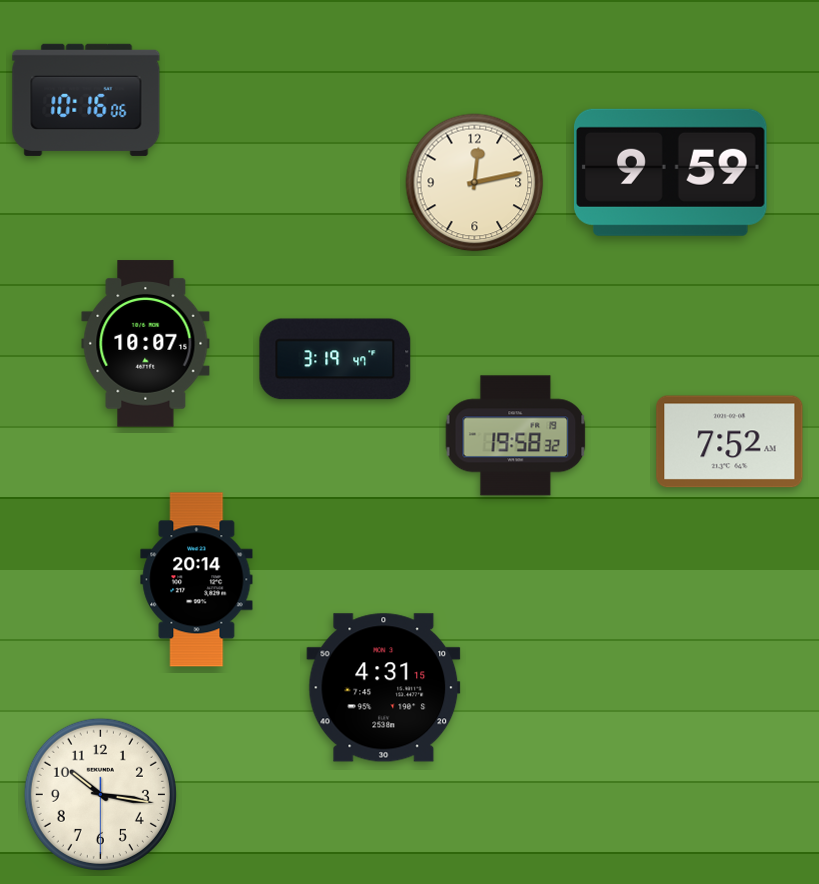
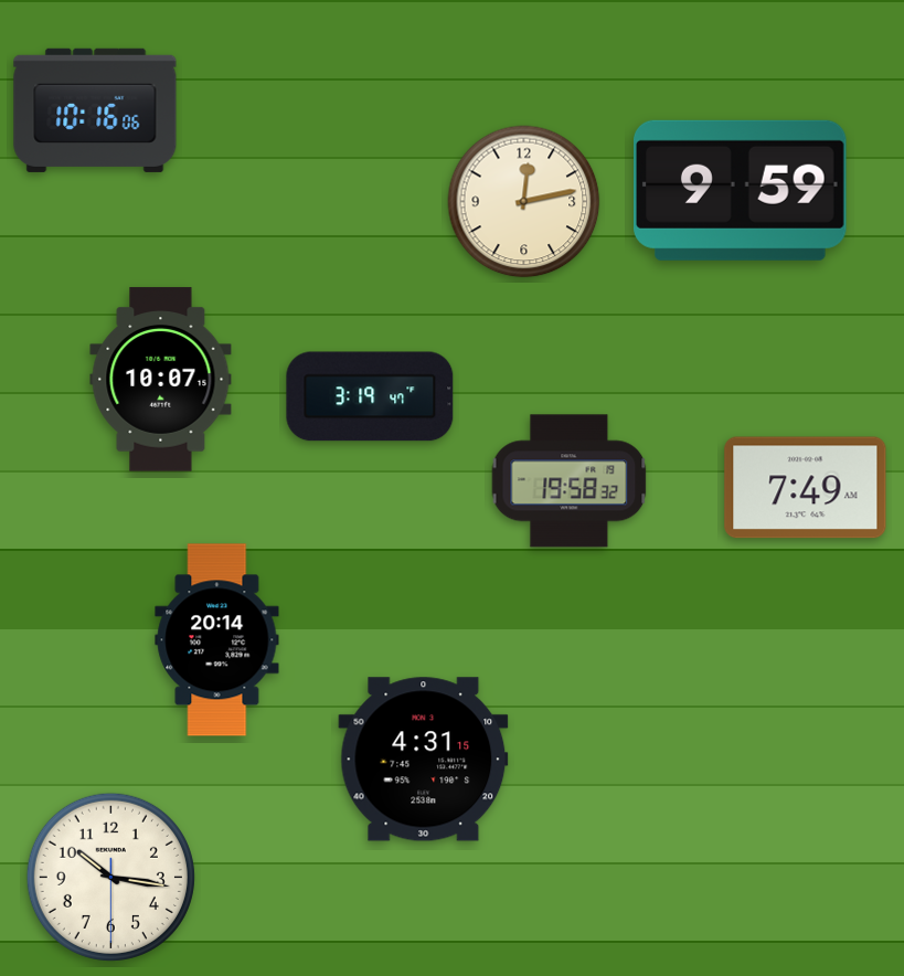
clock at (730, 442): 7:52 -> 7:49
